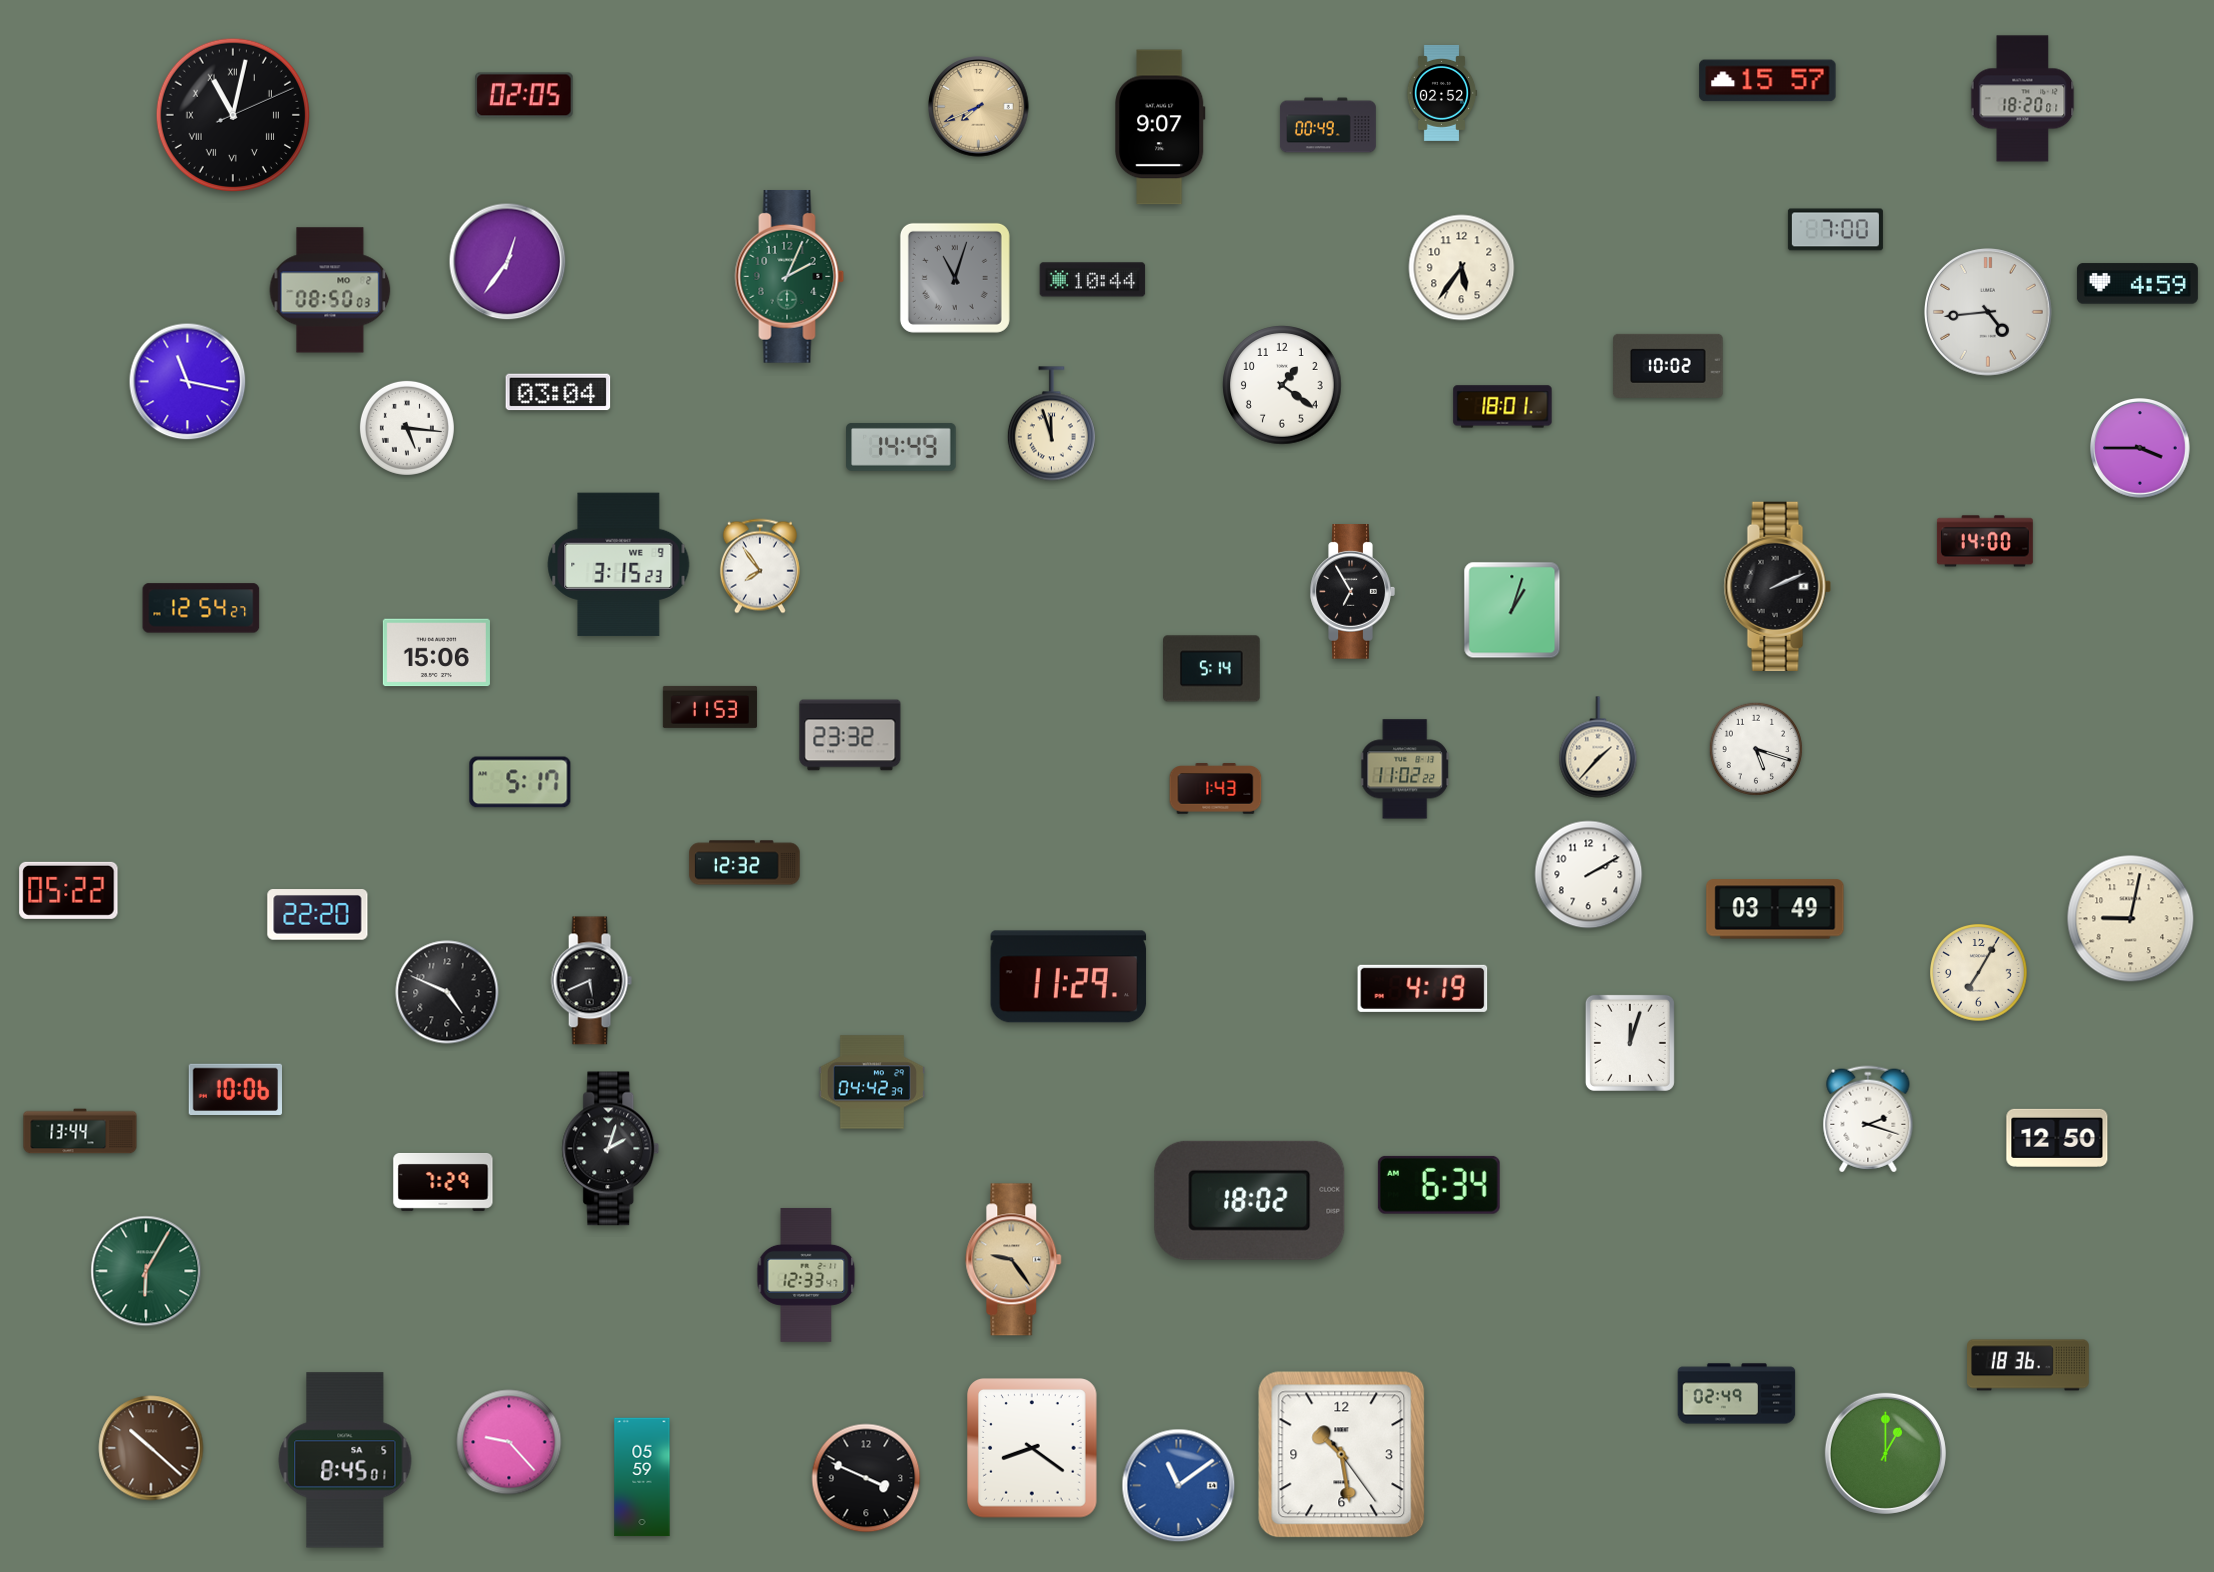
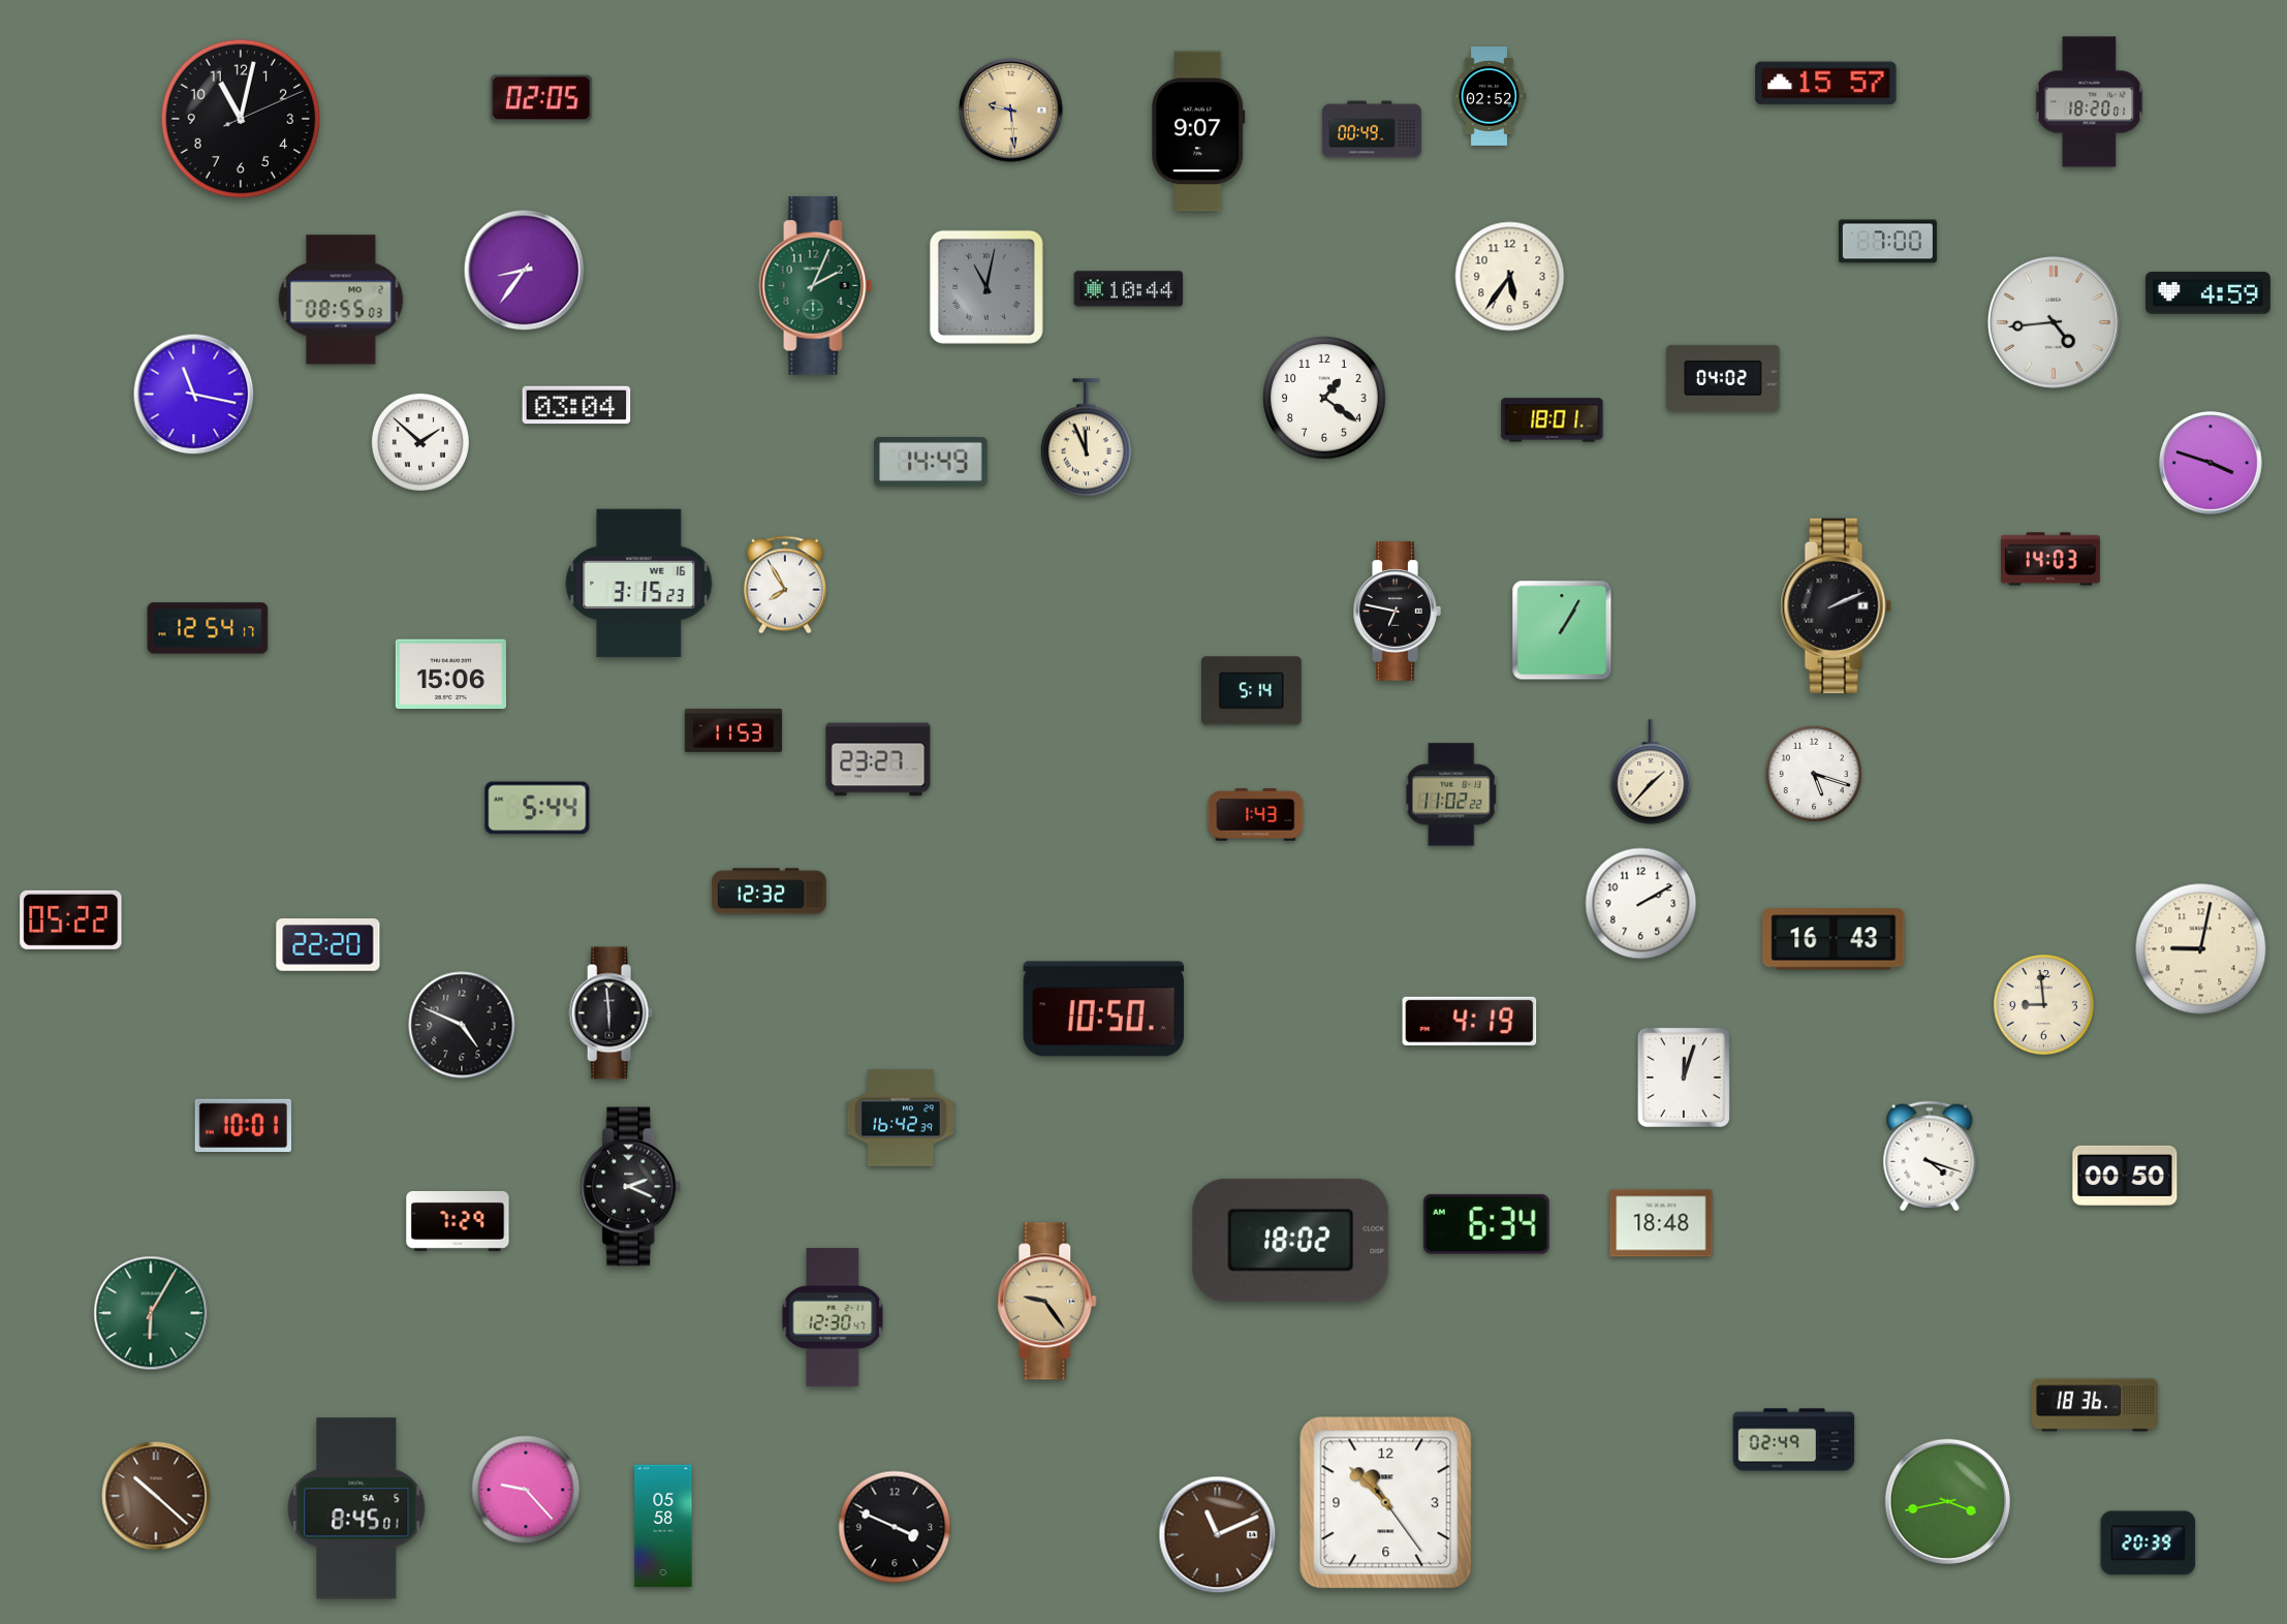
clock at (979, 107): 7:41 -> 9:29
clock at (233, 115) numerals: Roman -> Arabic
clock at (1835, 230) position: (1835, 230) -> (1887, 242)
clock at (508, 262): 12:36 -> 8:36
clock at (955, 278): 11:03 -> 11:02
clock at (330, 290): 08:50 -> 08:55
clock at (1668, 366): 10:02 -> 04:02
clock at (1051, 424): 11:57 -> 11:56
clock at (407, 428): 5:16 -> 1:52
clock at (2140, 448): 3:45 -> 3:48
clock at (1985, 541): 14:00 -> 14:03
clock at (619, 565) date: WE 9 -> WE 16
clock at (760, 566): 7:54 -> 7:55
clock at (1352, 592): 6:55 -> 6:47
clock at (201, 608): 12:54:27 -> 12:54:17
clock at (1512, 610): 1:03 -> 1:05
clock at (850, 735): 23:32 -> 23:27
clock at (520, 782): 5:17 -> 5:44
clock at (1775, 909): 03:49 -> 16:43
clock at (1979, 973): 7:05 -> 8:59
clock at (1069, 977): 11:29 -> 10:50
clock at (591, 981): 5:41 -> 5:59
clock at (872, 1082): 04:42 -> 16:42
clock at (235, 1089): 10:06 -> 10:01
clock at (1868, 1119): 2:18 -> 4:18
clock at (80, 1131): 13:44 -> none
clock at (2057, 1138): 12:50 -> 00:50
clock at (611, 1149): 2:03 -> 2:19
clock at (1661, 1223): none -> 18:48
clock at (806, 1275): 12:33 -> 12:30
clock at (2028, 1365) position: (2028, 1365) -> (2095, 1405)
clock at (1032, 1448): 8:21 -> none
clock at (1885, 1453): 1:00 -> 3:43
clock at (1342, 1455): 10:28 -> 10:52
clock at (642, 1477): 05:59 -> 05:58
clock at (1179, 1486): 11:09 -> 11:11
clock at (1179, 1486) dial: blue -> brown
clock at (2149, 1543): none -> 20:39
